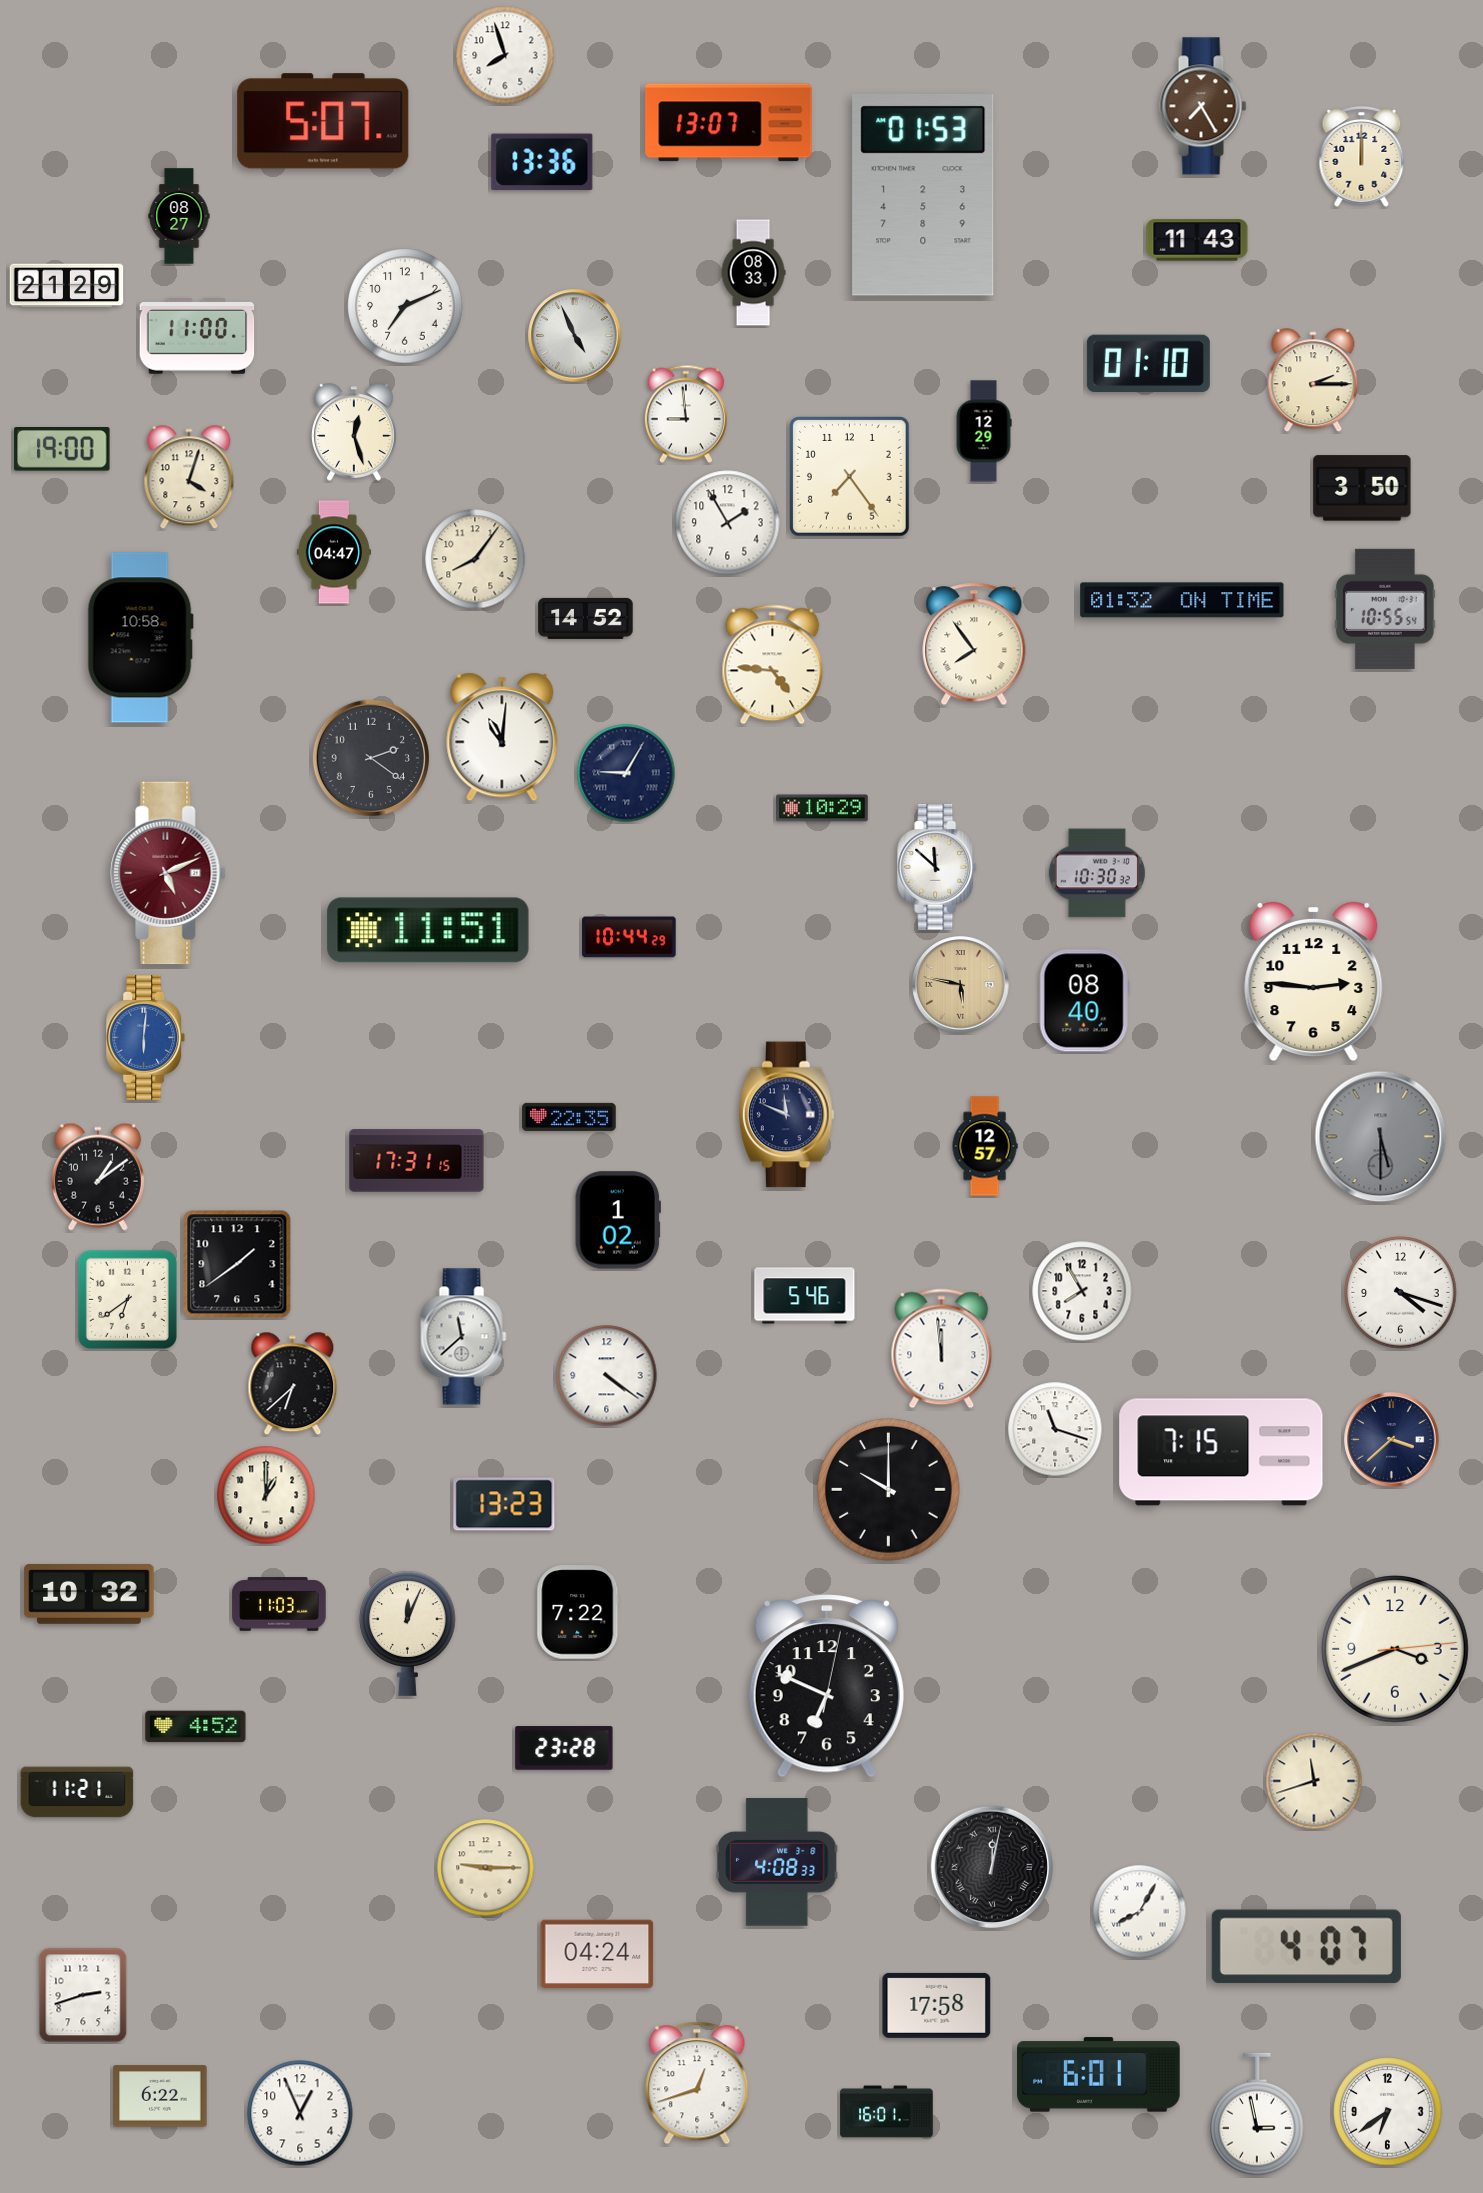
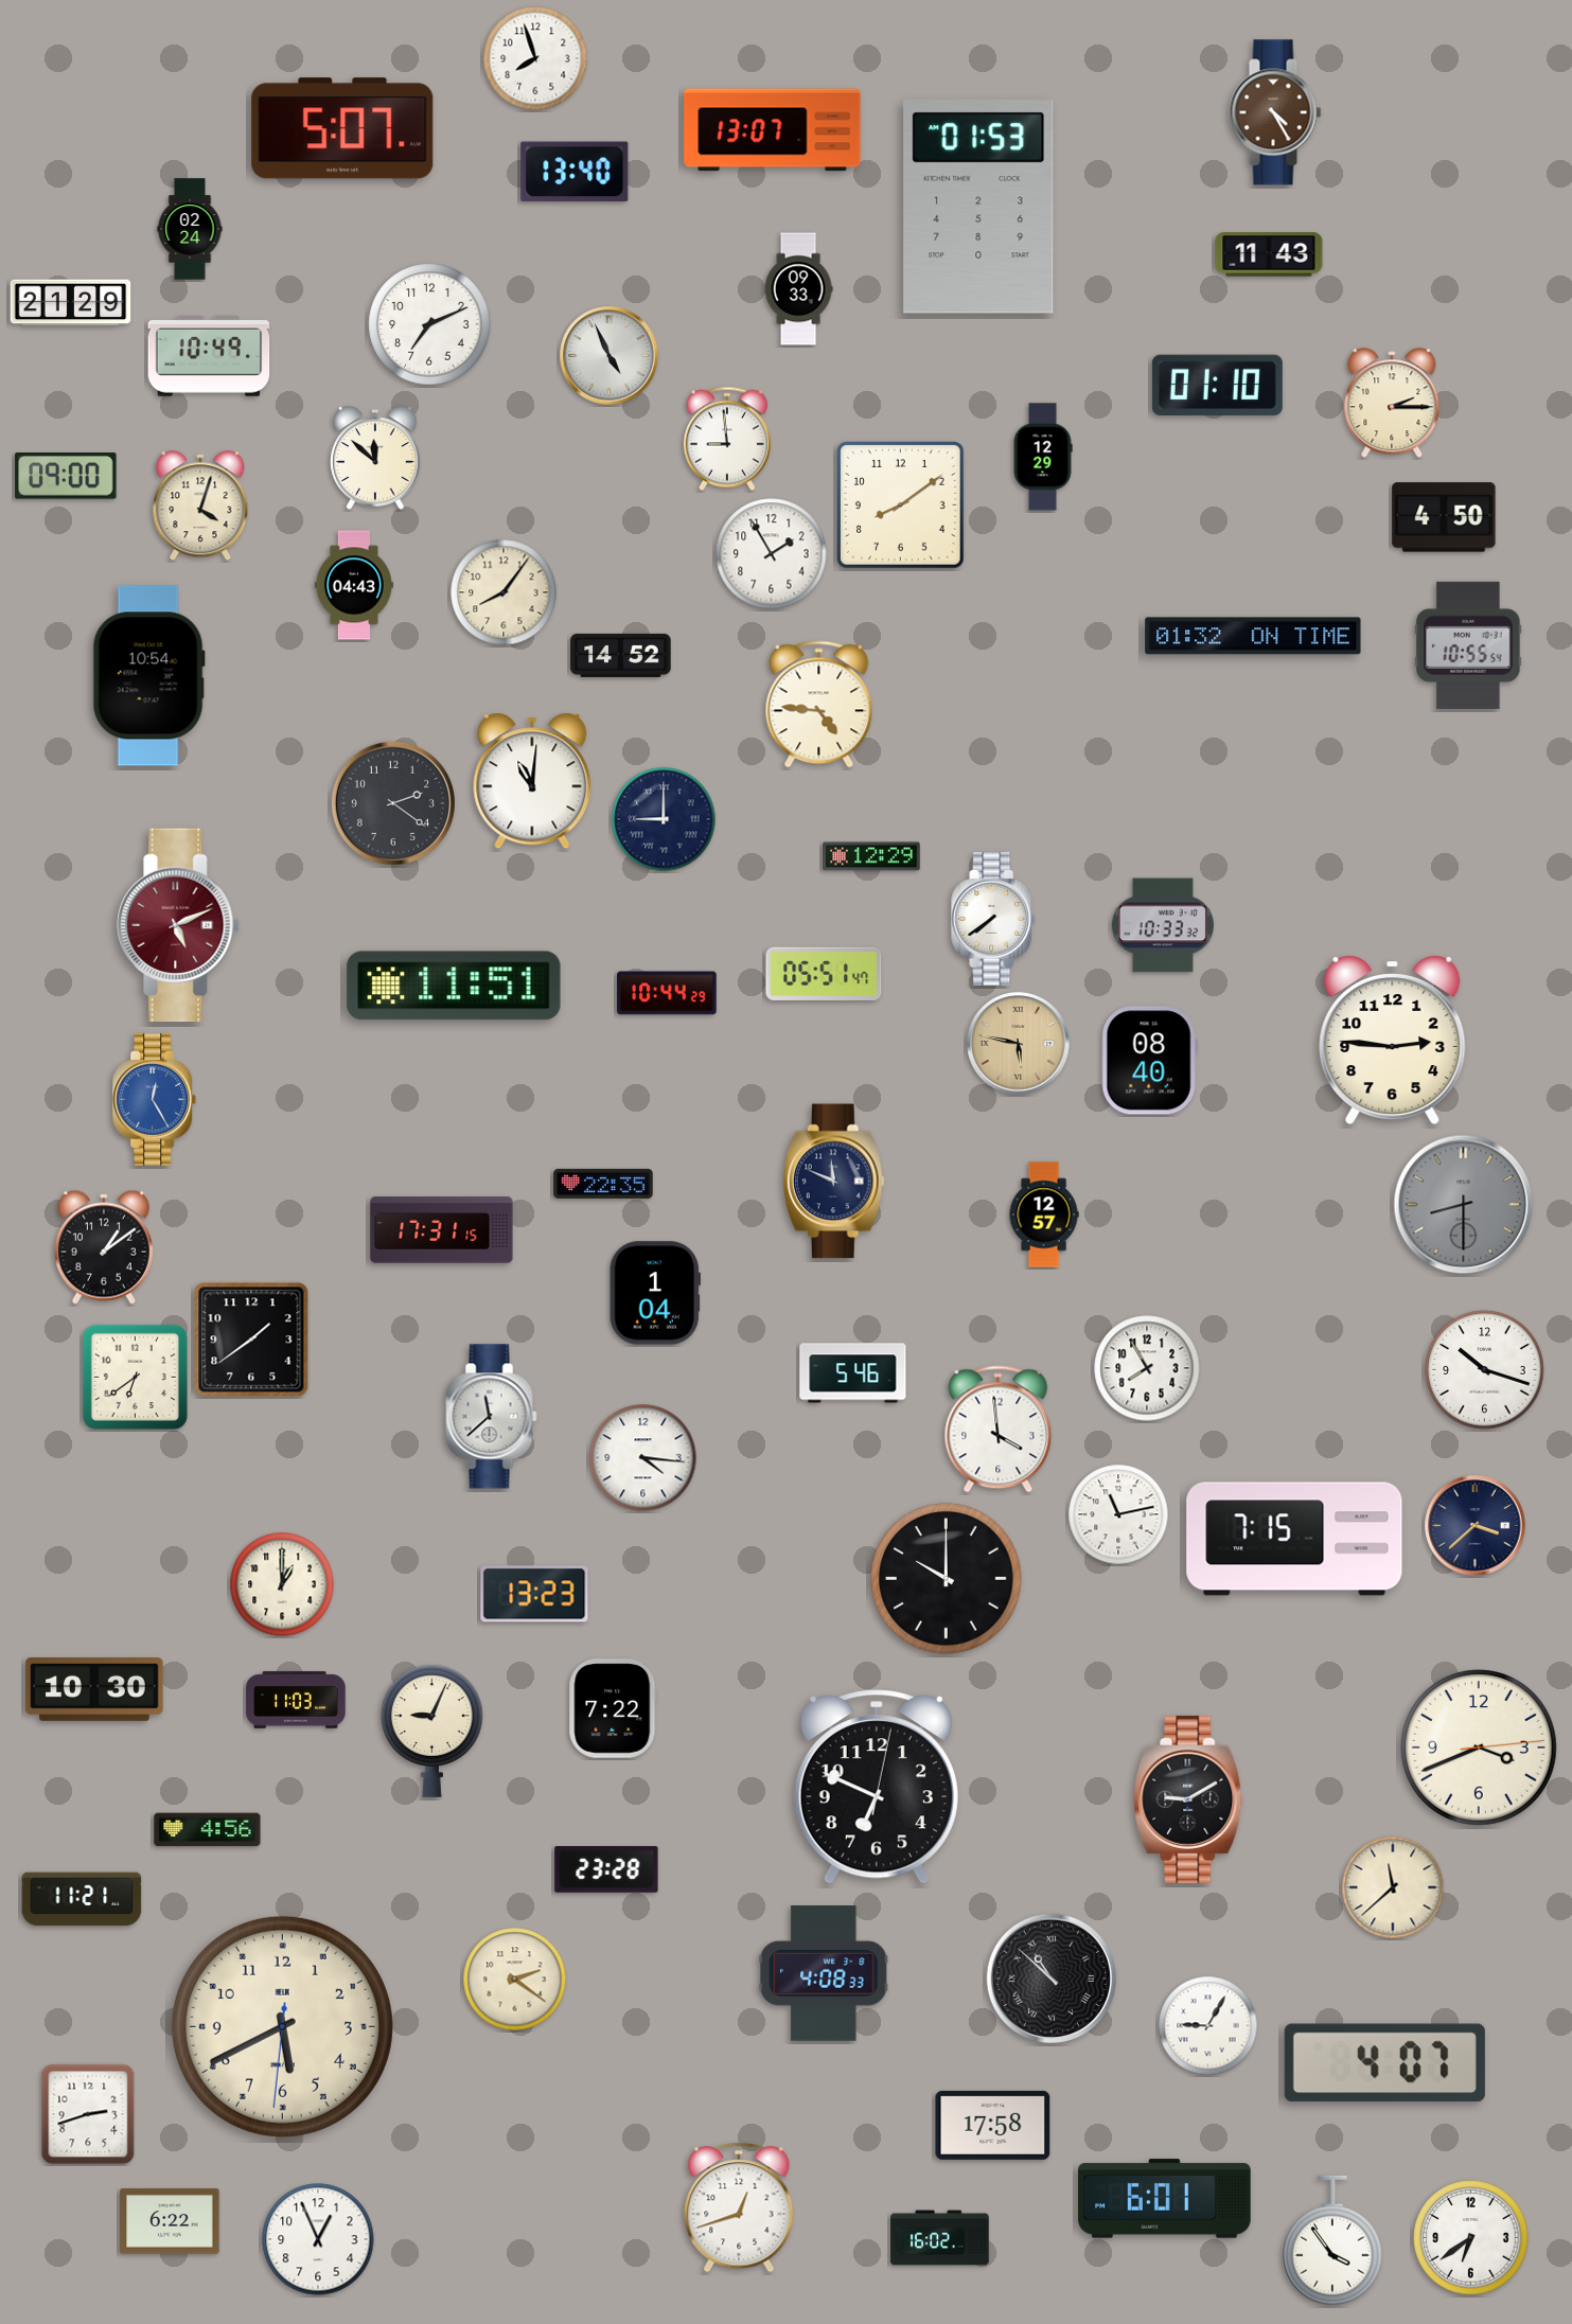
clock at (1203, 106): 7:25 -> 4:25
clock at (1362, 157): 12:00 -> none
clock at (542, 162): 13:36 -> 13:40
clock at (179, 216): 08:27 -> 02:24
clock at (753, 273): 08:33 -> 09:33
clock at (197, 337): 11:00 -> 10:49
clock at (354, 432): 12:27 -> 11:52
clock at (62, 450): 19:00 -> 09:00
clock at (850, 477): 7:24 -> 8:09
clock at (1362, 488): 3:50 -> 4:50
clock at (334, 552): 04:47 -> 04:43
clock at (140, 638): 10:58 -> 10:54
clock at (974, 644): 7:54 -> none
clock at (626, 773): 9:05 -> 9:00
clock at (822, 808): 10:29 -> 12:29
clock at (938, 868): 11:52 -> 7:39
clock at (1097, 873): 10:30 -> 10:33
clock at (824, 974): none -> 05:51
clock at (146, 1037): 6:01 -> 12:25
clock at (1381, 1137): 5:30 -> 8:30
clock at (618, 1220): 1:02 -> 1:04
clock at (1401, 1293): 4:18 -> 10:18
clock at (942, 1349): 11:59 -> 3:59
clock at (607, 1376): 4:21 -> 4:16
clock at (293, 1384): 6:38 -> none
clock at (1055, 1429): 11:18 -> 11:13
clock at (889, 1490) position: (889, 1490) -> (947, 1579)
clock at (89, 1595): 10:32 -> 10:30
clock at (408, 1633): 12:04 -> 9:04
clock at (1188, 1799): none -> 9:10
clock at (196, 1727): 4:52 -> 4:56
clock at (564, 1748) position: (564, 1748) -> (606, 1869)
clock at (1314, 1781): 11:42 -> 11:38
clock at (992, 1867): 12:02 -> 10:52
clock at (486, 1868): 9:15 -> 2:21
clock at (282, 2026): none -> 5:40
clock at (1140, 1912): 8:05 -> 9:05
clock at (597, 1954): 04:24 -> none
clock at (887, 2112): 16:01 -> 16:02
clock at (1257, 2114): 2:58 -> 3:54
